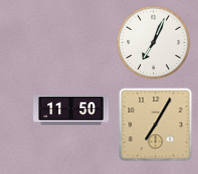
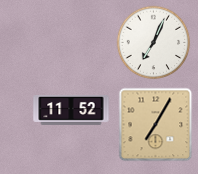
clock at (71, 110): 11:50 -> 11:52
